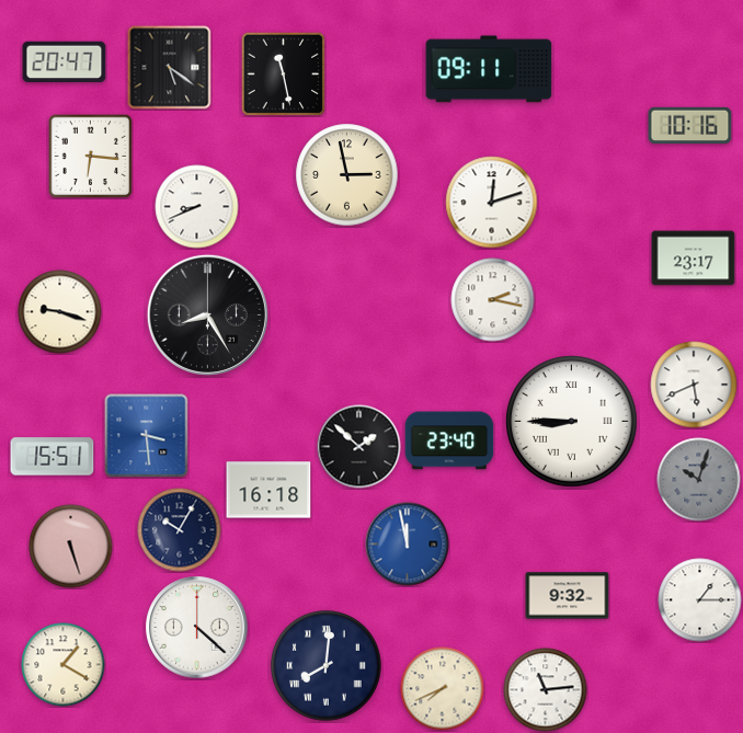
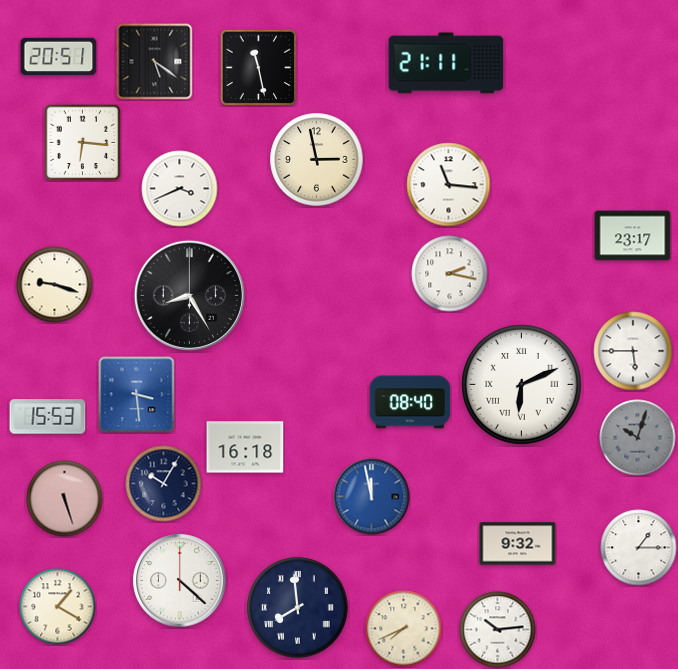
clock at (65, 62): 20:47 -> 20:51
clock at (489, 69): 09:11 -> 21:11
clock at (690, 125): 10:16 -> none
clock at (492, 203): 12:12 -> 11:16
clock at (197, 207): 8:41 -> 3:41
clock at (207, 314) position: (207, 314) -> (189, 295)
clock at (694, 385): 5:41 -> 5:45
clock at (572, 422): 8:45 -> 6:11
clock at (147, 436) position: (147, 436) -> (137, 395)
clock at (449, 440): 23:40 -> 08:40
clock at (359, 447): 1:52 -> none
clock at (53, 457): 15:51 -> 15:53
clock at (197, 628) position: (197, 628) -> (180, 581)
clock at (327, 666): 8:01 -> 7:59
clock at (546, 690): 11:14 -> 10:14
